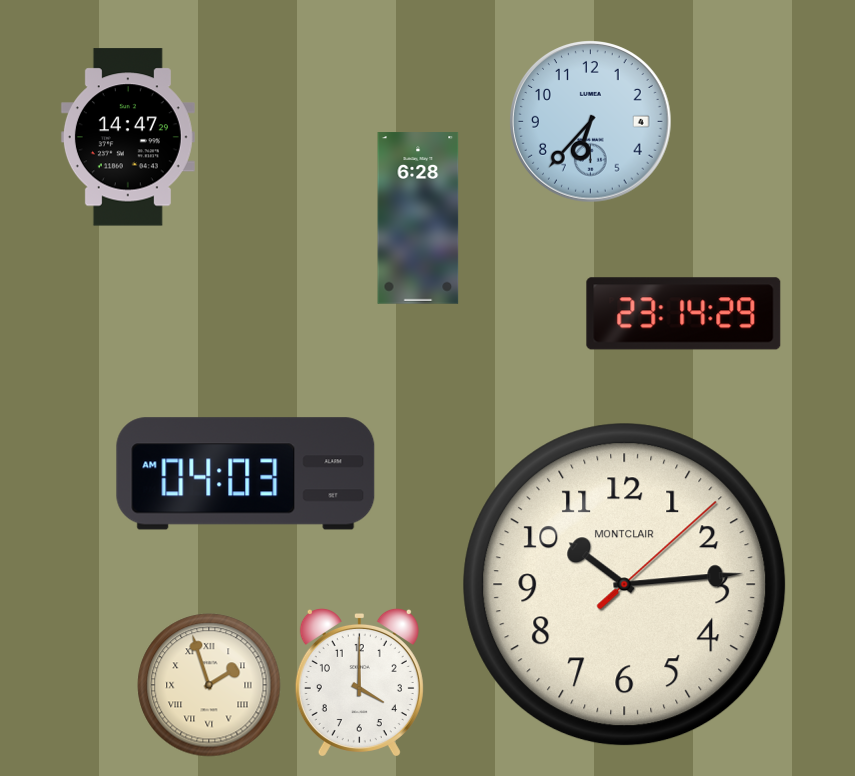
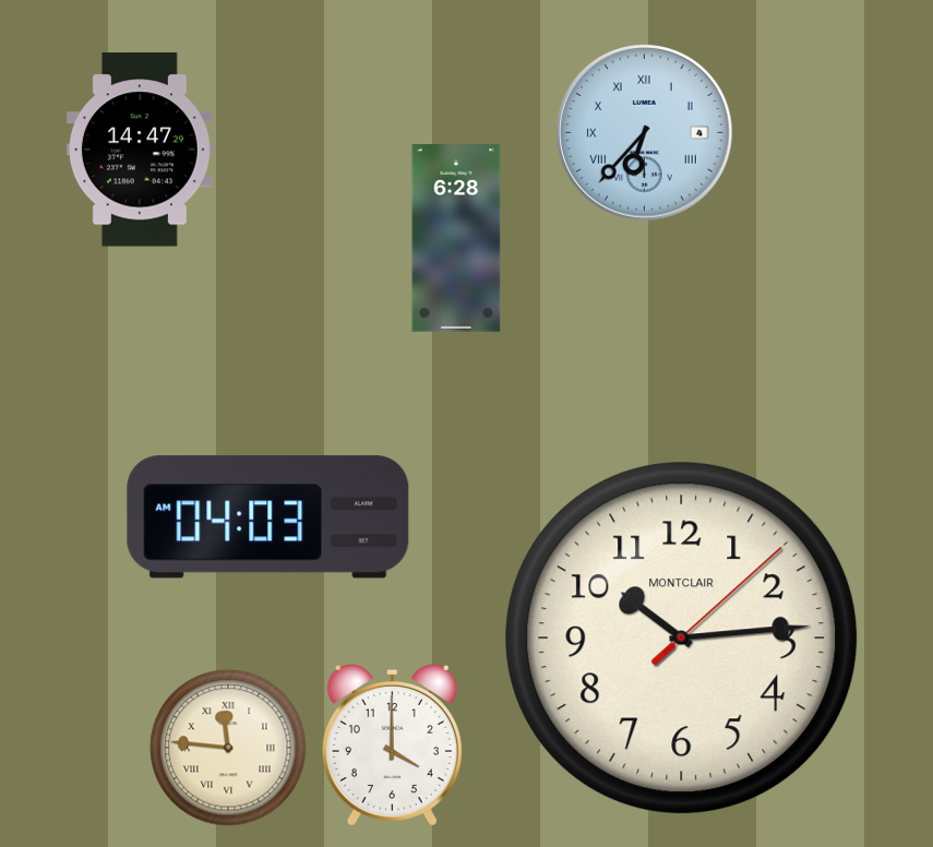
clock at (591, 122) numerals: Arabic -> Roman
clock at (684, 314): 23:14 -> none
clock at (209, 685): 1:57 -> 11:46
